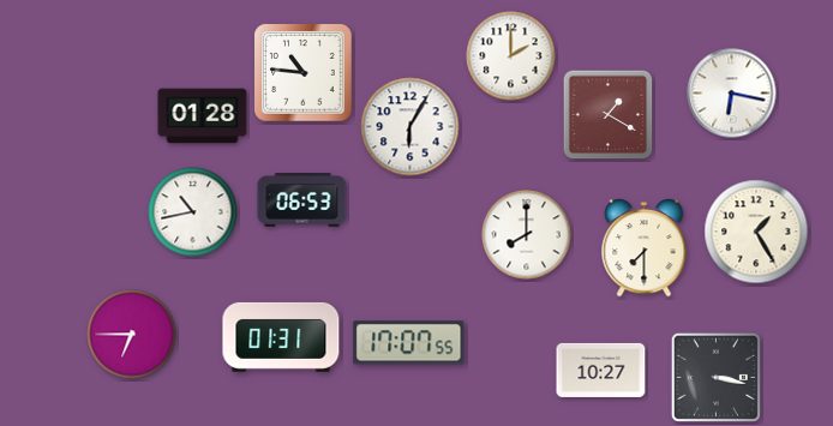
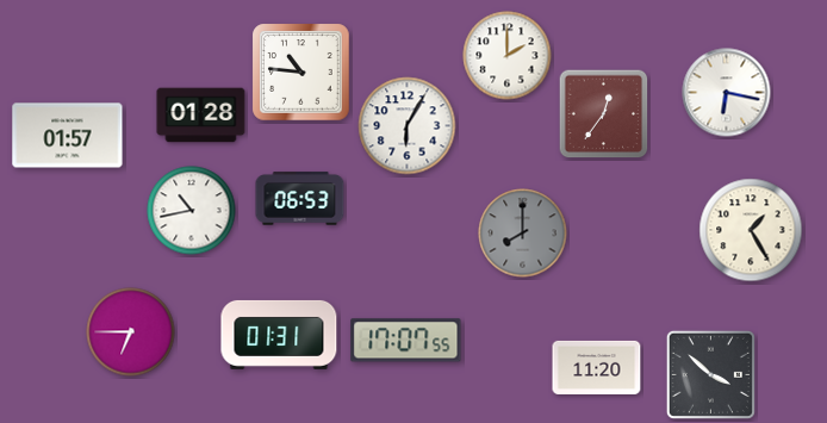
clock at (609, 115): 1:20 -> 12:36
clock at (68, 136): none -> 01:57
clock at (527, 235) dial: white -> grey
clock at (645, 248): 7:30 -> none
clock at (601, 370): 10:27 -> 11:20
clock at (715, 377): 3:17 -> 3:52
